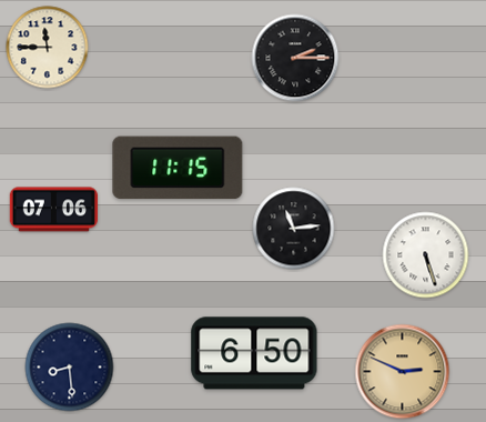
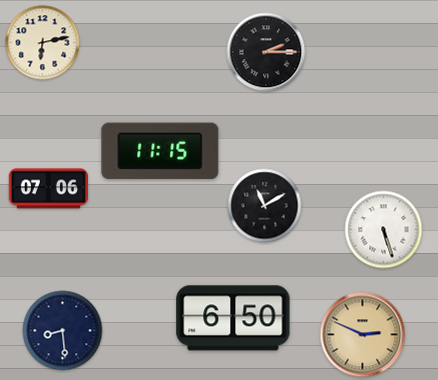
clock at (48, 48): 11:45 -> 6:13
clock at (294, 229): 11:14 -> 11:10
clock at (254, 353) position: (254, 353) -> (233, 318)
